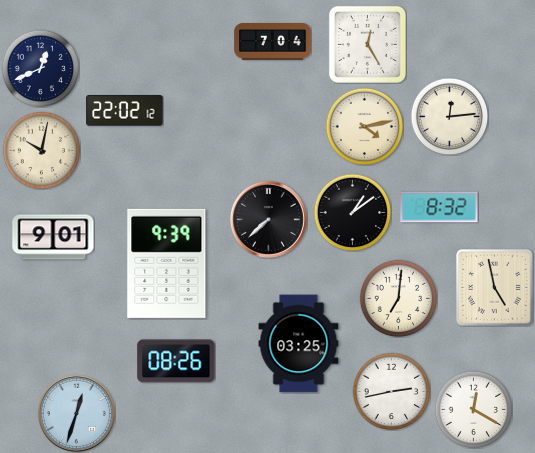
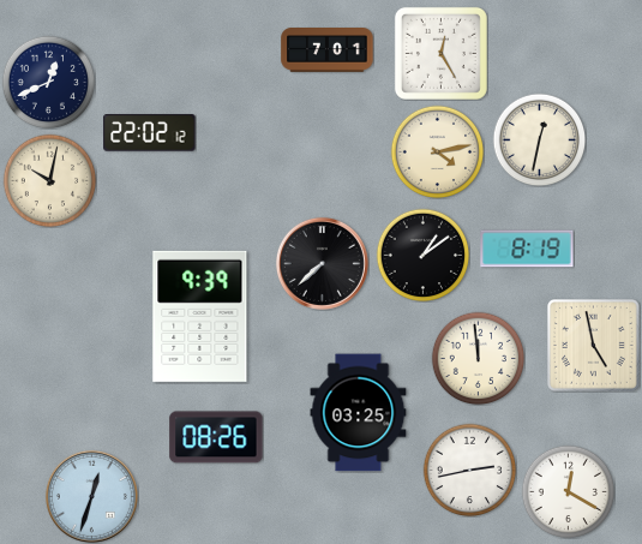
clock at (273, 42): 7:04 -> 7:01
clock at (449, 116): 12:14 -> 12:32
clock at (439, 207): 8:32 -> 8:19
clock at (53, 237): 9:01 -> none
clock at (398, 298): 7:01 -> 11:59
clock at (176, 361) position: (176, 361) -> (216, 437)
